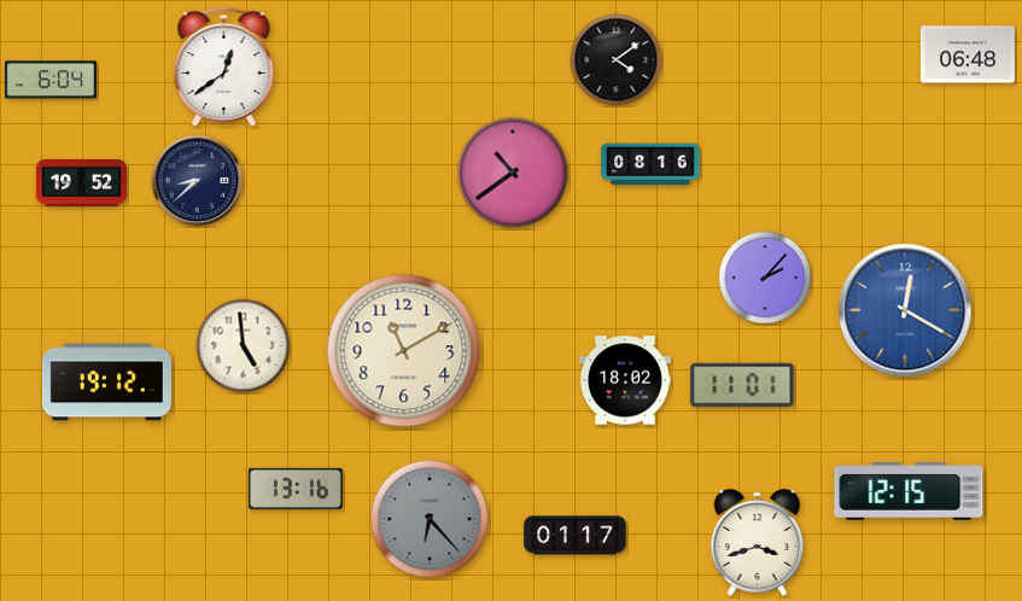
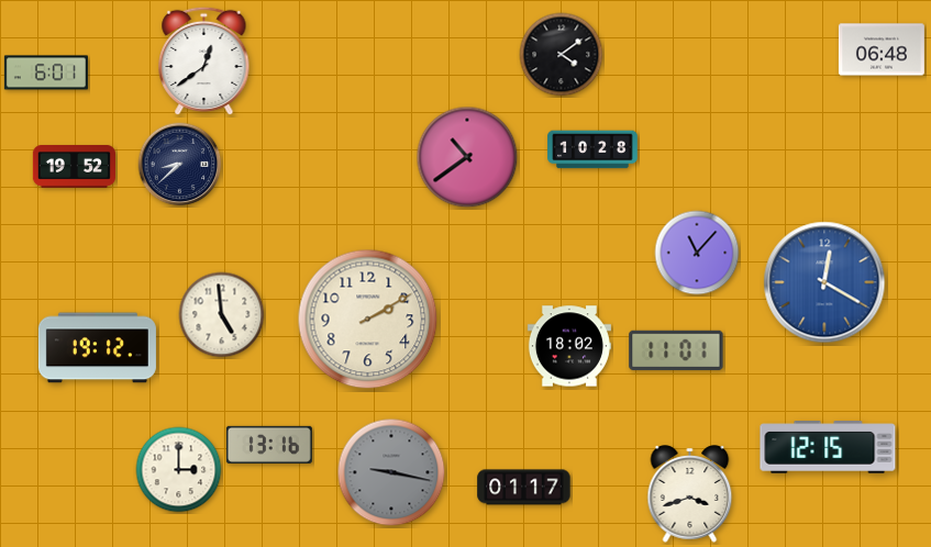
clock at (51, 80): 6:04 -> 6:01
clock at (650, 164): 08:16 -> 10:28
clock at (765, 278): 2:07 -> 11:07
clock at (404, 351): 11:10 -> 2:10
clock at (179, 470): none -> 3:00
clock at (430, 519): 6:23 -> 9:17
